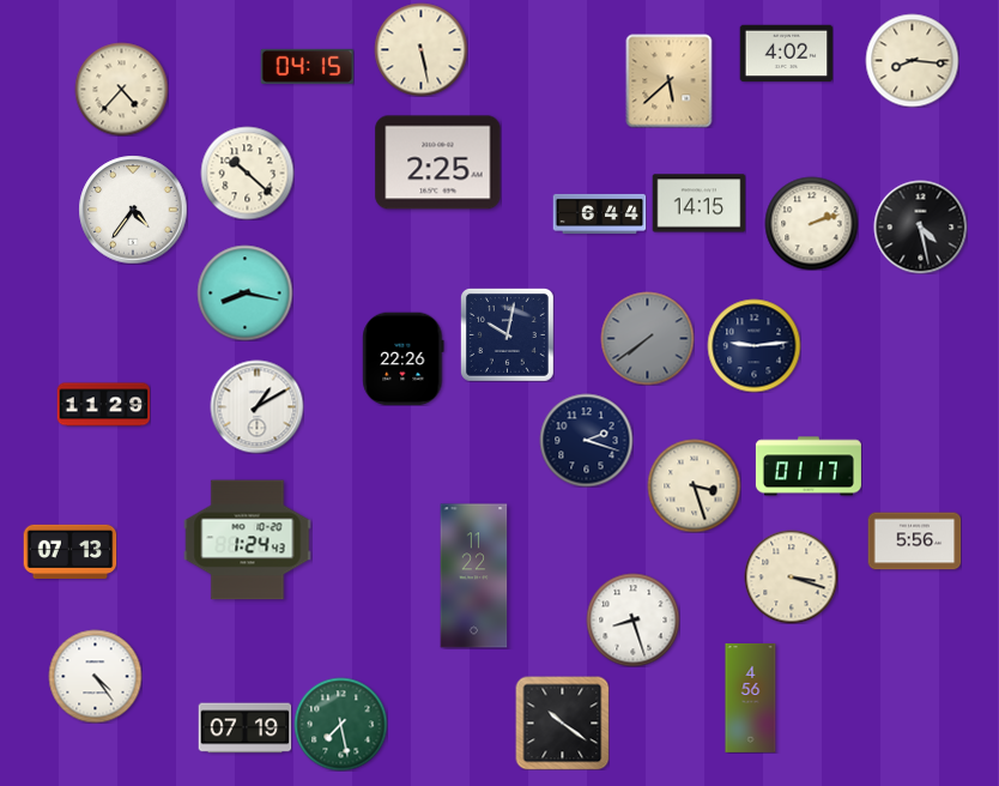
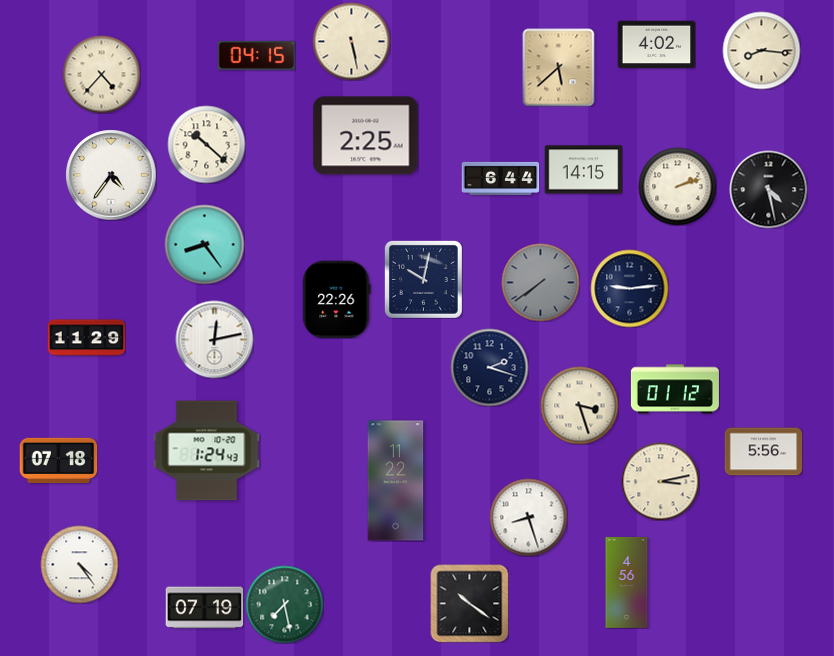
clock at (244, 292): 8:17 -> 8:24
clock at (256, 406): 1:10 -> 12:13
clock at (809, 466): 01:17 -> 01:12
clock at (69, 551): 07:13 -> 07:18
clock at (791, 576): 3:18 -> 3:13
